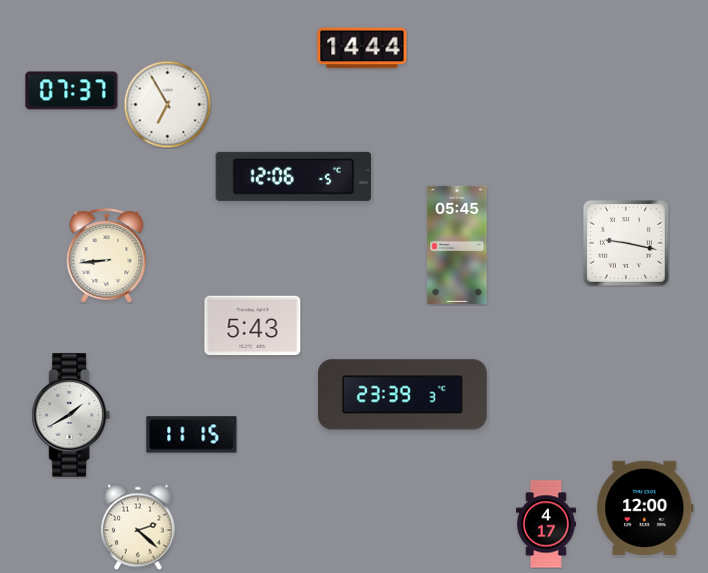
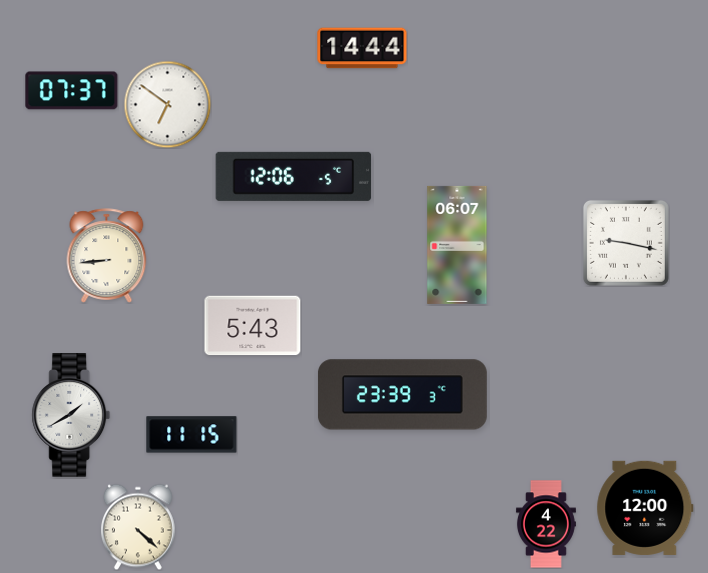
clock at (167, 104): 6:55 -> 6:51
clock at (457, 245): 05:45 -> 06:07
clock at (546, 524): 4:17 -> 4:22
clock at (138, 527): 2:22 -> 4:22
